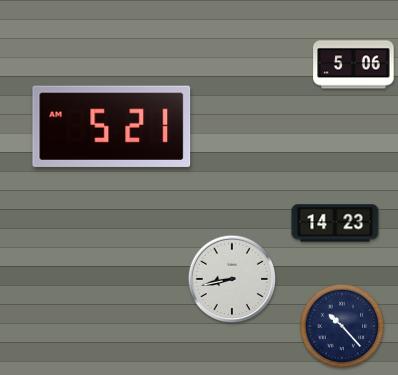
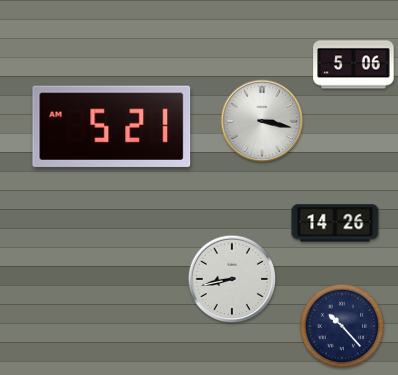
clock at (262, 121): none -> 3:17
clock at (335, 223): 14:23 -> 14:26
